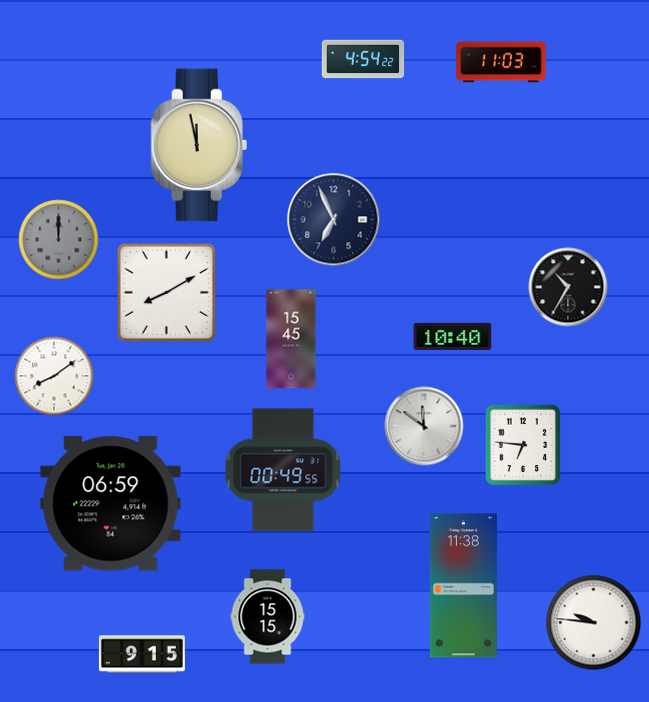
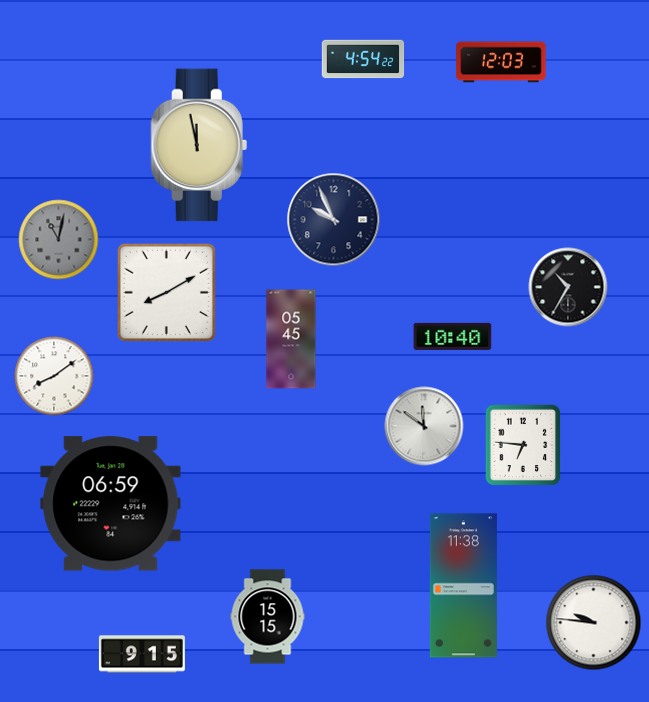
clock at (501, 62): 11:03 -> 12:03
clock at (334, 220): 6:56 -> 9:56
clock at (59, 240): 12:00 -> 11:02
clock at (291, 339): 15:45 -> 05:45
clock at (283, 470): 00:49 -> none
